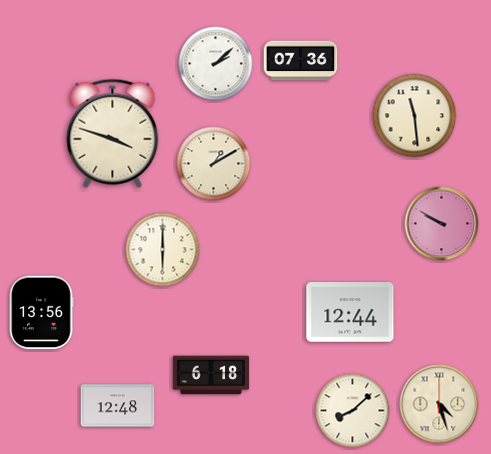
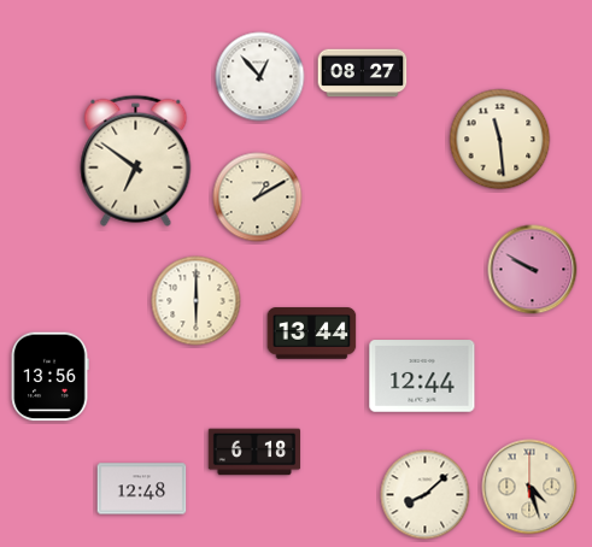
clock at (301, 61): 07:36 -> 08:27
clock at (216, 64): 2:08 -> 12:53
clock at (113, 133): 3:48 -> 6:51
clock at (312, 334): none -> 13:44
